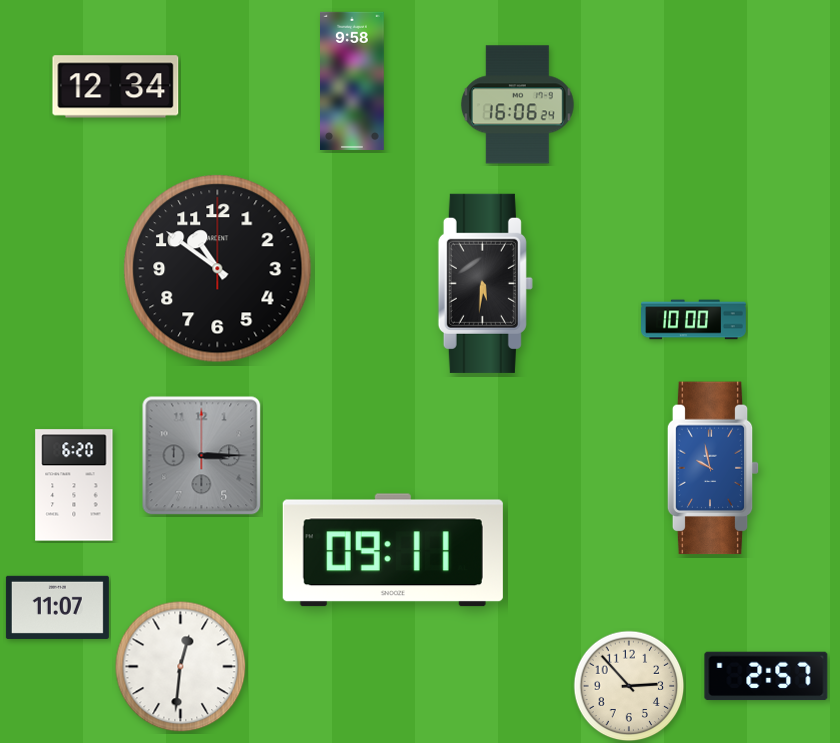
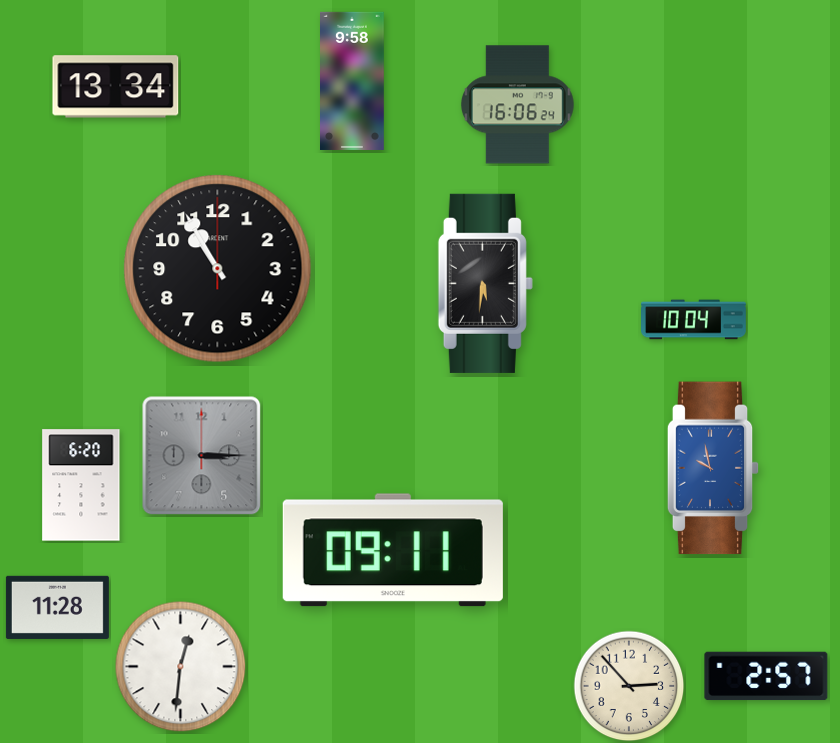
clock at (116, 87): 12:34 -> 13:34
clock at (218, 269): 10:51 -> 10:55
clock at (694, 320): 10:00 -> 10:04
clock at (74, 485) position: (74, 485) -> (81, 485)
clock at (57, 607): 11:07 -> 11:28
